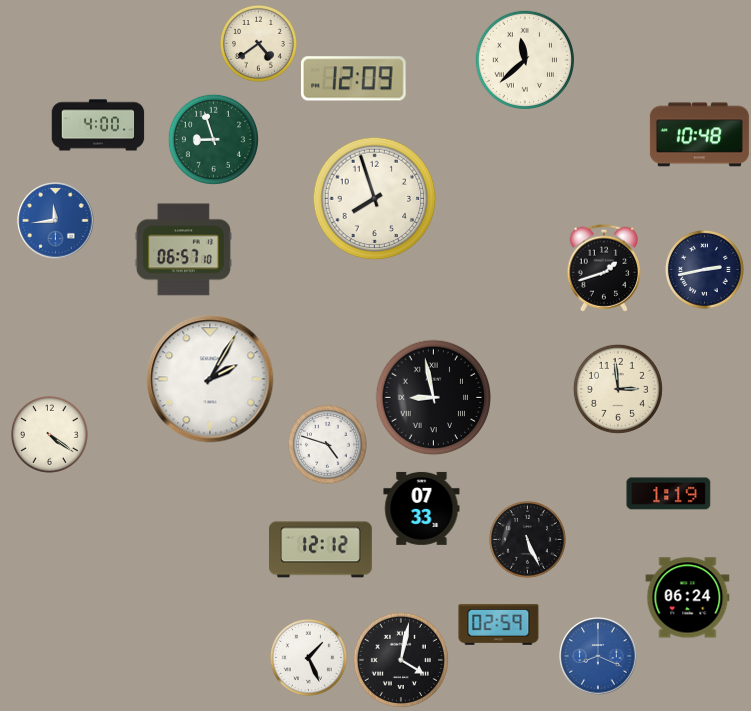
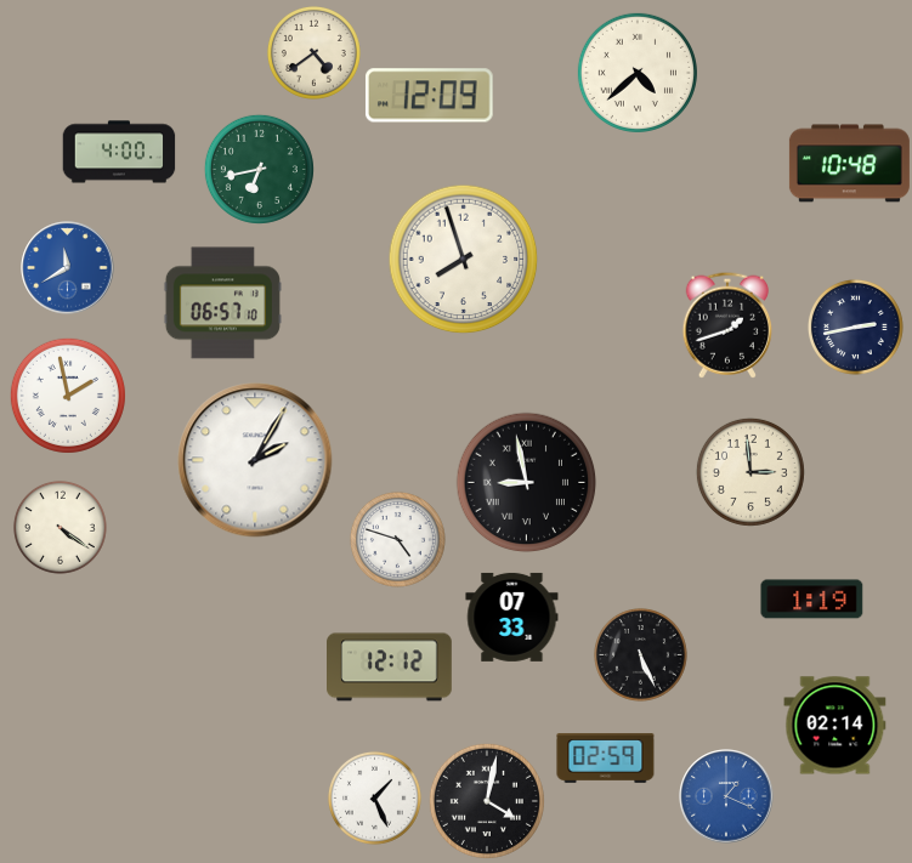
clock at (525, 60): 11:38 -> 4:38
clock at (213, 139): 8:57 -> 6:43
clock at (375, 199) position: (375, 199) -> (464, 260)
clock at (56, 221): 11:44 -> 11:40
clock at (603, 268) position: (603, 268) -> (726, 325)
clock at (68, 396): none -> 1:58
clock at (688, 598): 06:24 -> 02:14
clock at (598, 656): 8:19 -> 1:19
